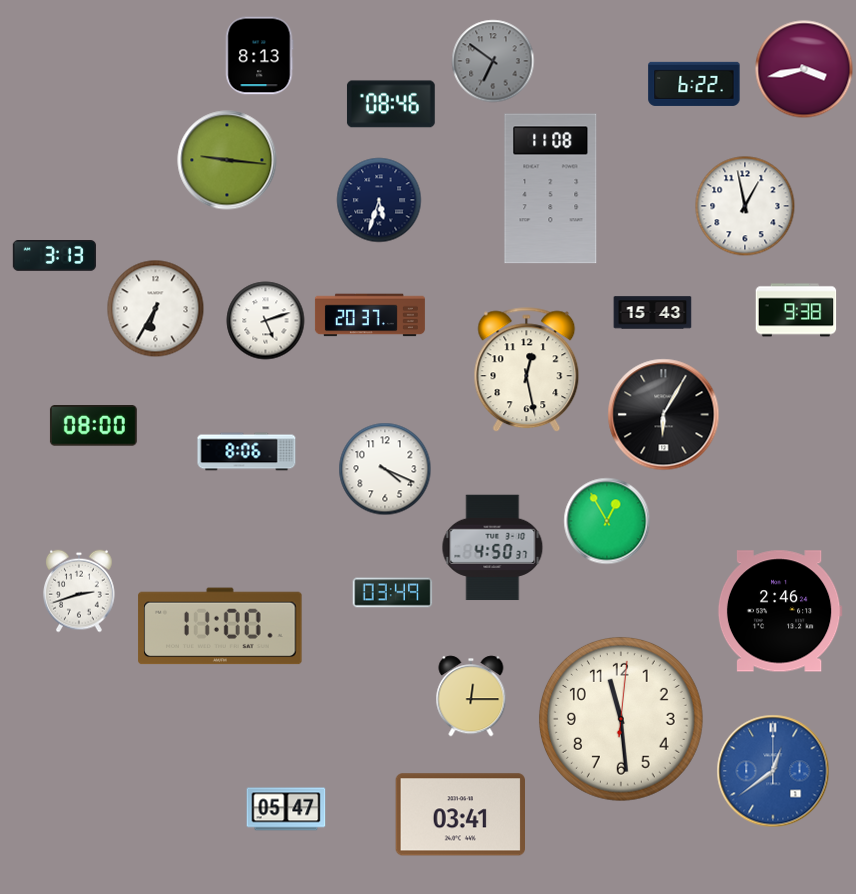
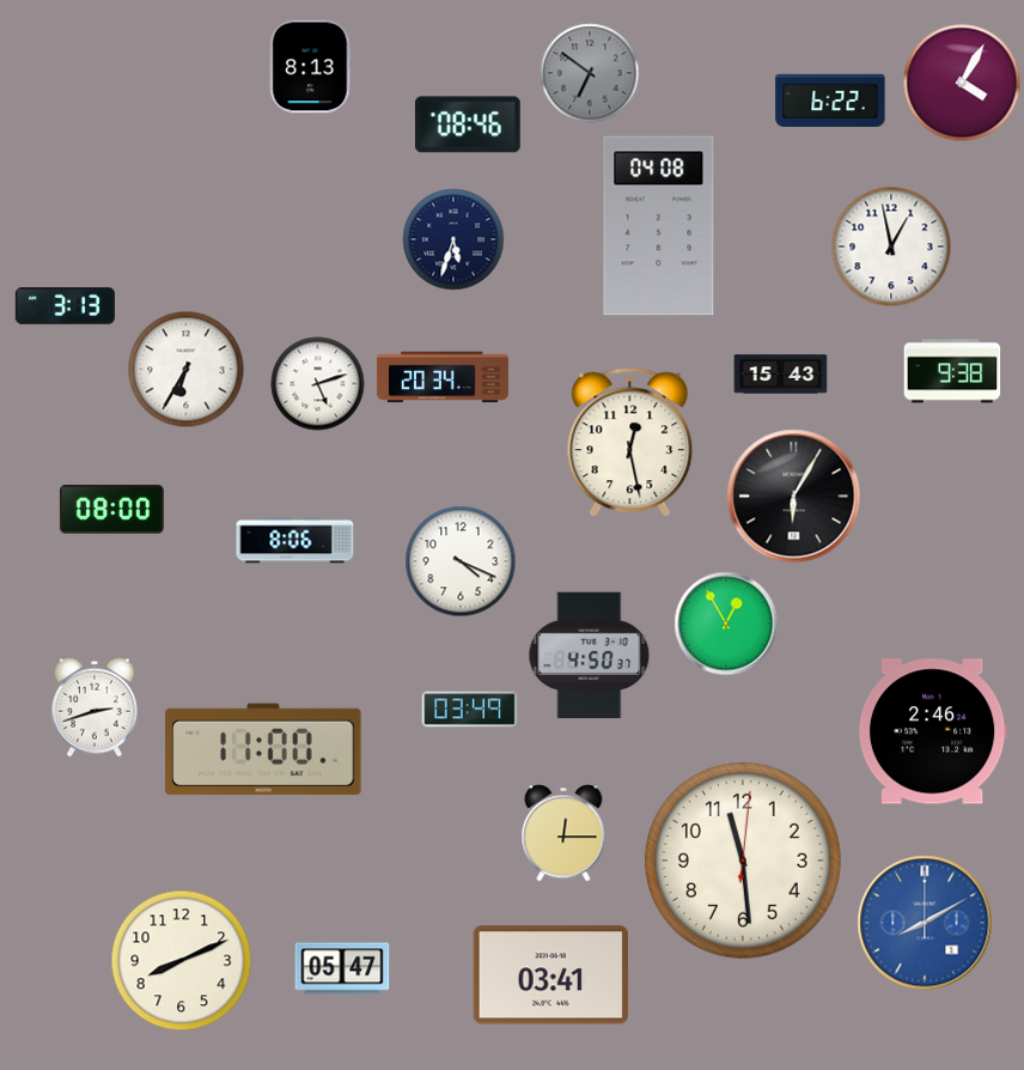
clock at (804, 69): 3:43 -> 4:05
clock at (227, 160): 9:16 -> none
clock at (551, 189): 11:08 -> 04:08
clock at (370, 315): 20:37 -> 20:34
clock at (773, 771): 12:39 -> 8:10
clock at (182, 961): none -> 8:11
